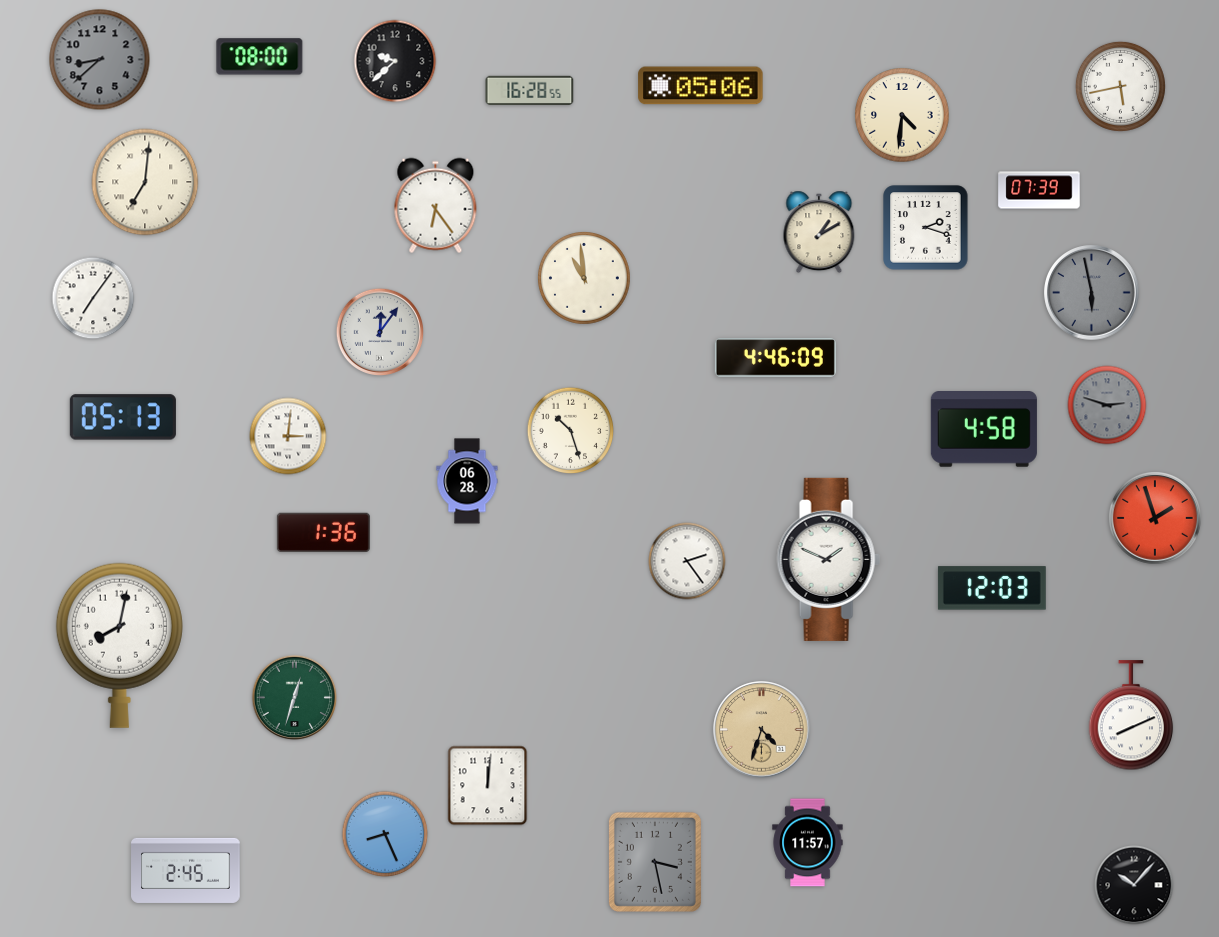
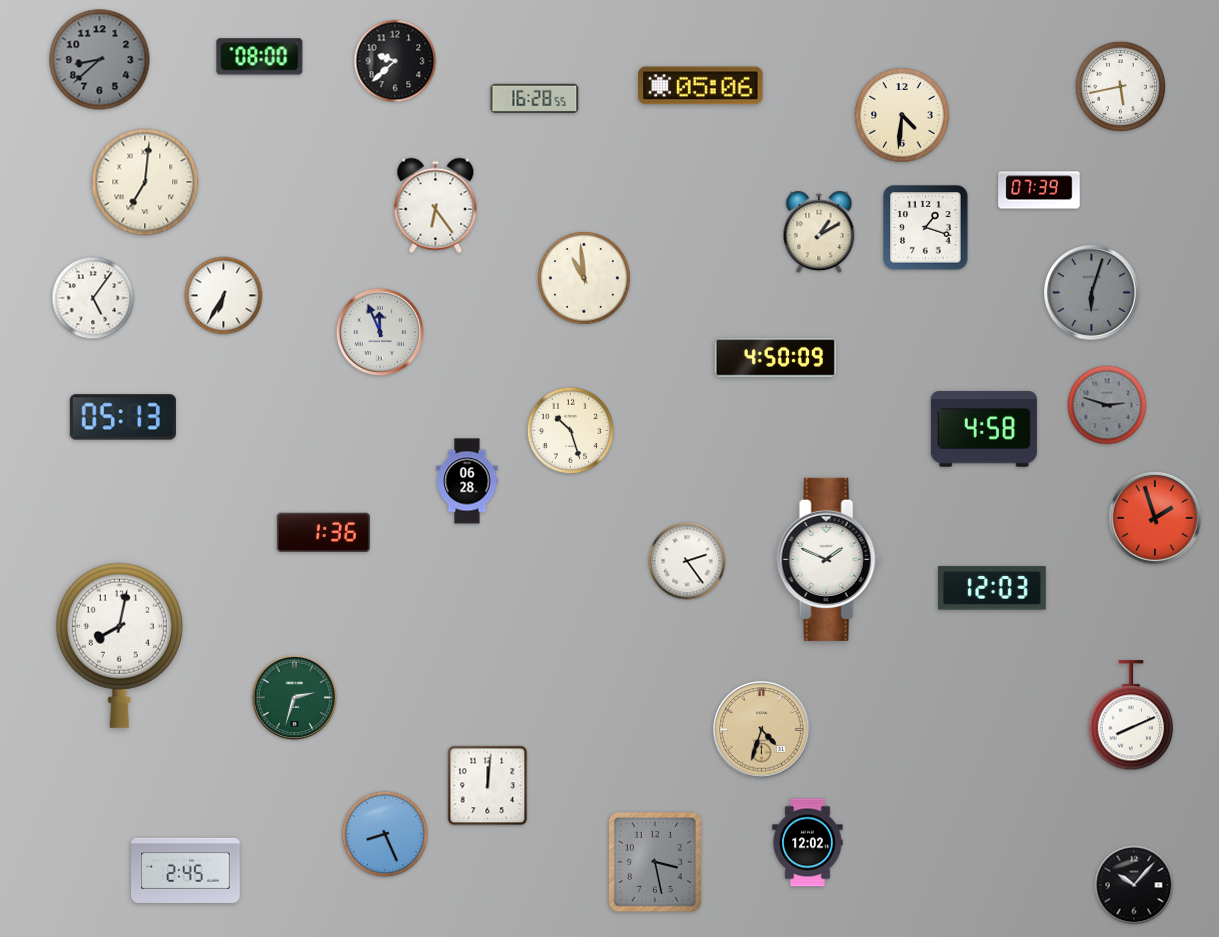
clock at (530, 90) position: (530, 90) -> (535, 98)
clock at (926, 228): 2:18 -> 1:18
clock at (1092, 293): 5:58 -> 6:03
clock at (224, 296): none -> 6:35
clock at (93, 298): 7:06 -> 5:06
clock at (379, 331): 12:06 -> 11:56
clock at (775, 358): 4:46 -> 4:50
clock at (288, 436): 3:01 -> none
clock at (295, 698): 12:33 -> 2:33
clock at (808, 843): 11:57 -> 12:02
